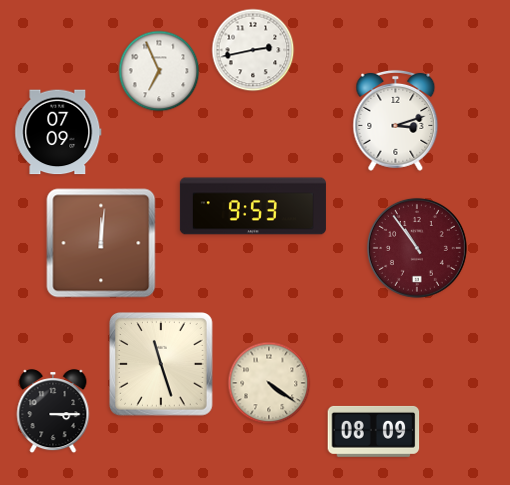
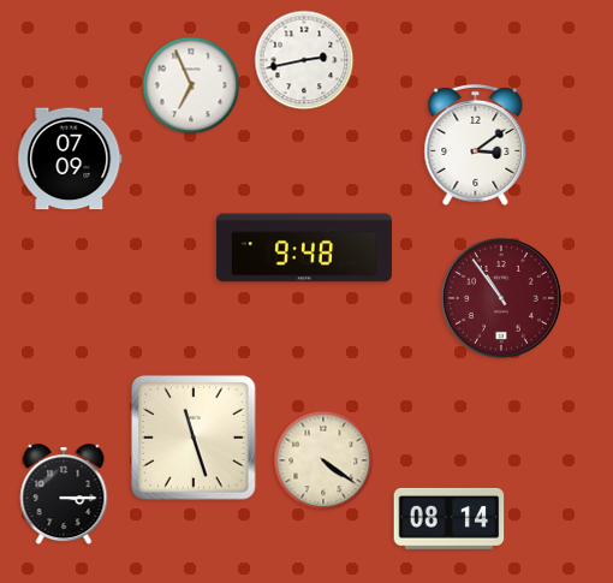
clock at (396, 120): 3:12 -> 3:09
clock at (253, 206): 9:53 -> 9:48
clock at (101, 243): 12:01 -> none
clock at (374, 431): 08:09 -> 08:14
